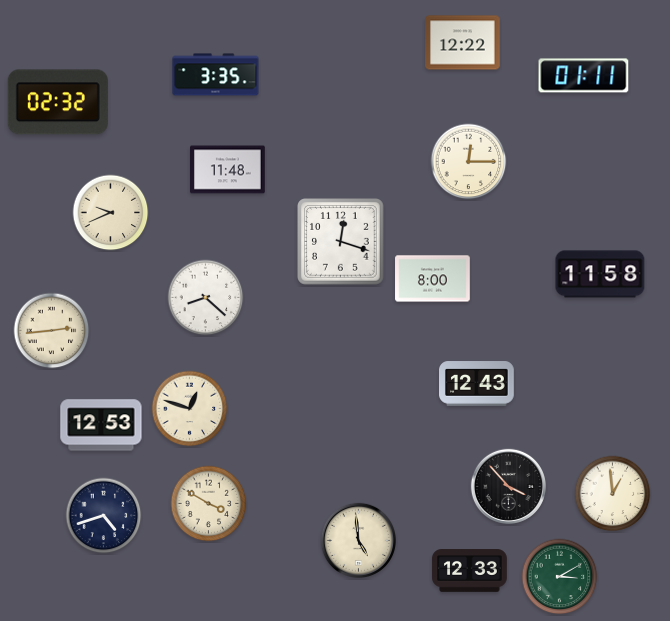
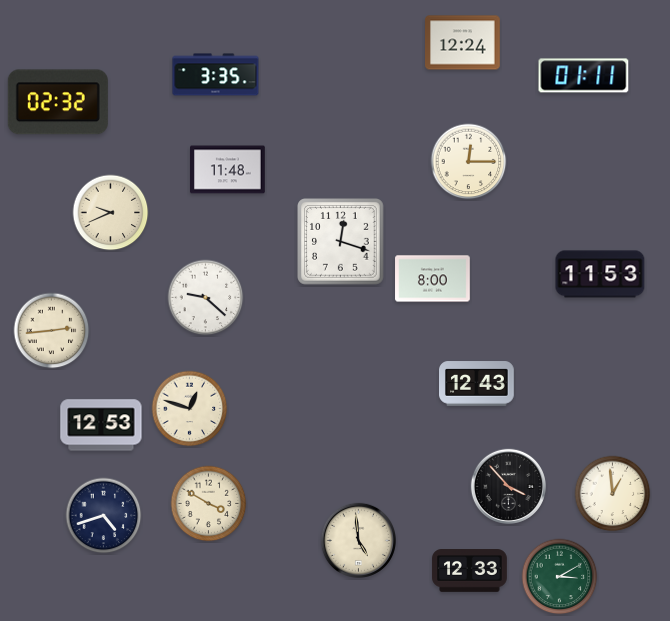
clock at (463, 43): 12:22 -> 12:24
clock at (600, 274): 11:58 -> 11:53
clock at (206, 298): 8:22 -> 9:22
